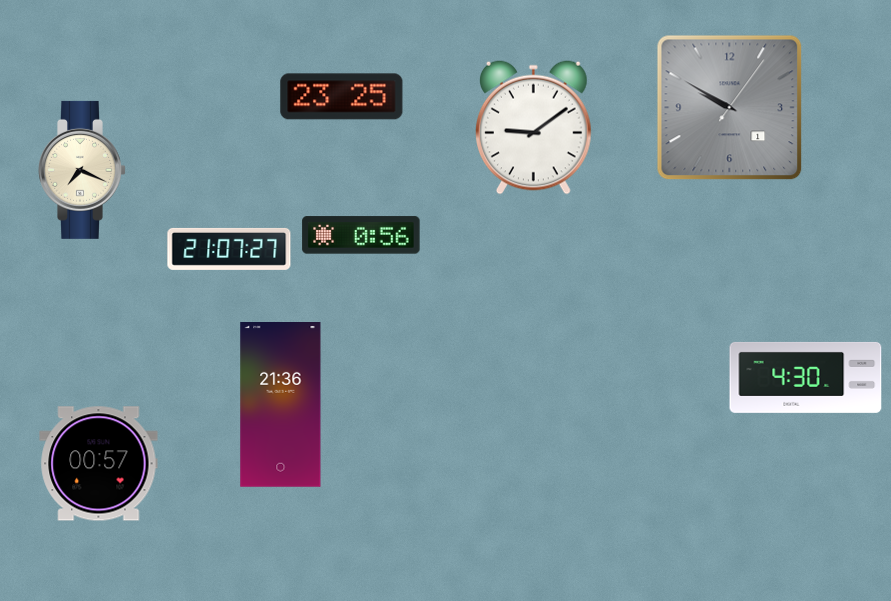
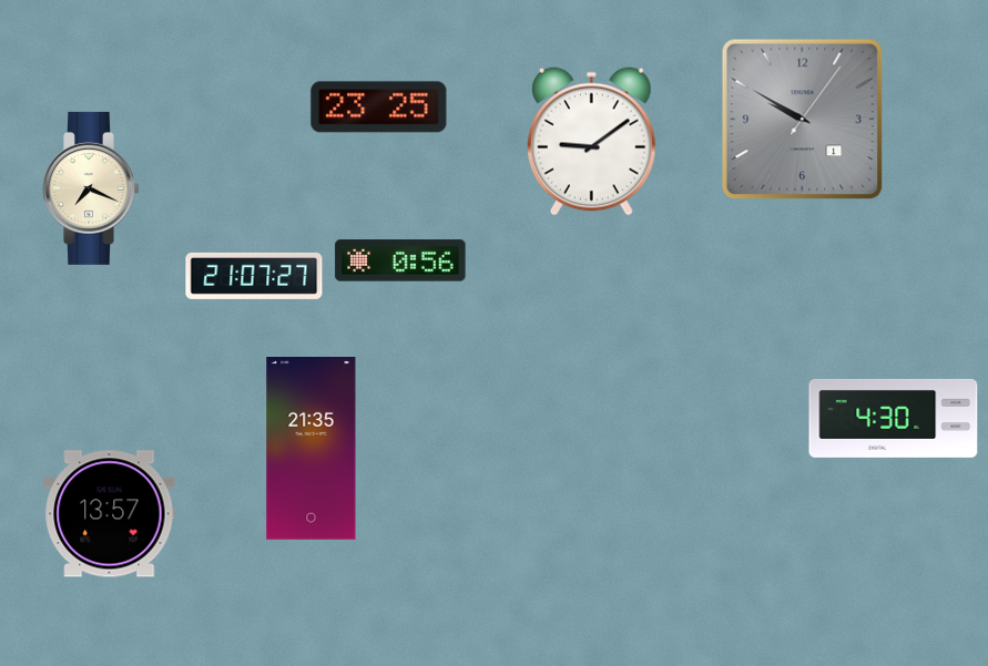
clock at (730, 108) position: (730, 108) -> (803, 120)
clock at (281, 405): 21:36 -> 21:35
clock at (99, 464): 00:57 -> 13:57
